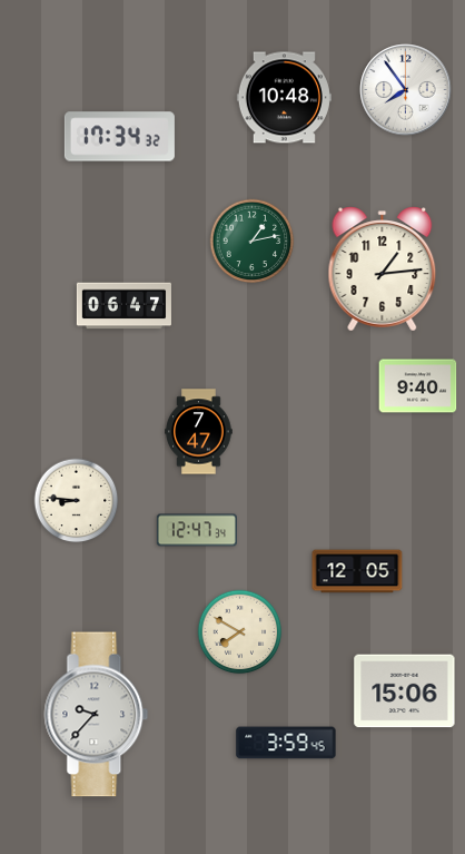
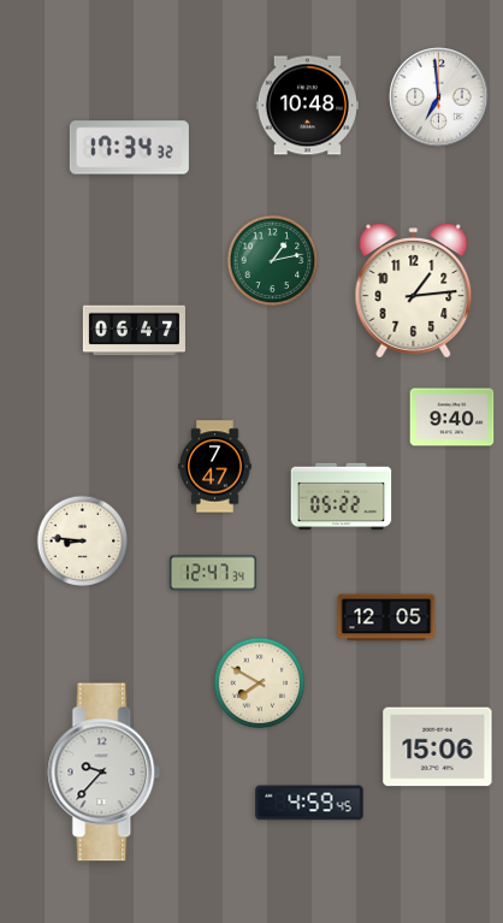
clock at (406, 90): 7:54 -> 6:59
clock at (342, 497): none -> 05:22
clock at (286, 743): 3:59 -> 4:59
